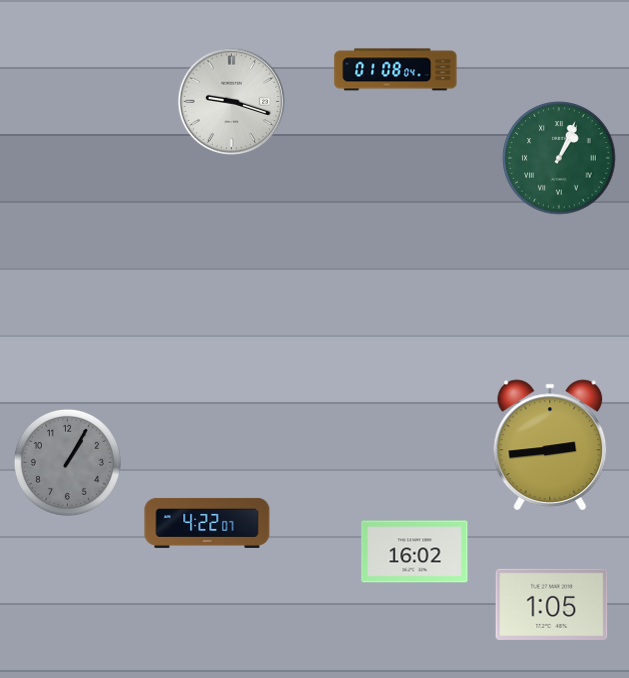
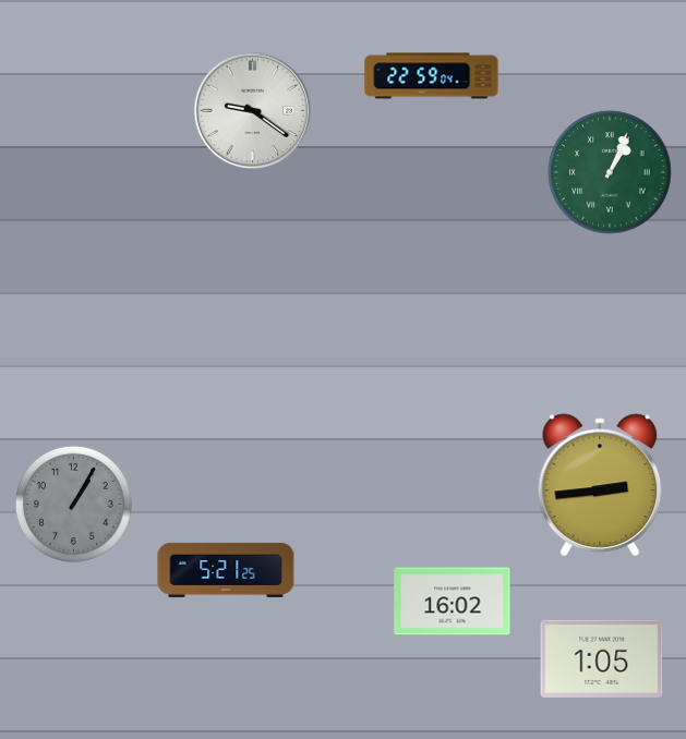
clock at (396, 70): 01:08 -> 22:59
clock at (232, 102): 9:18 -> 9:21
clock at (207, 523): 4:22 -> 5:21
